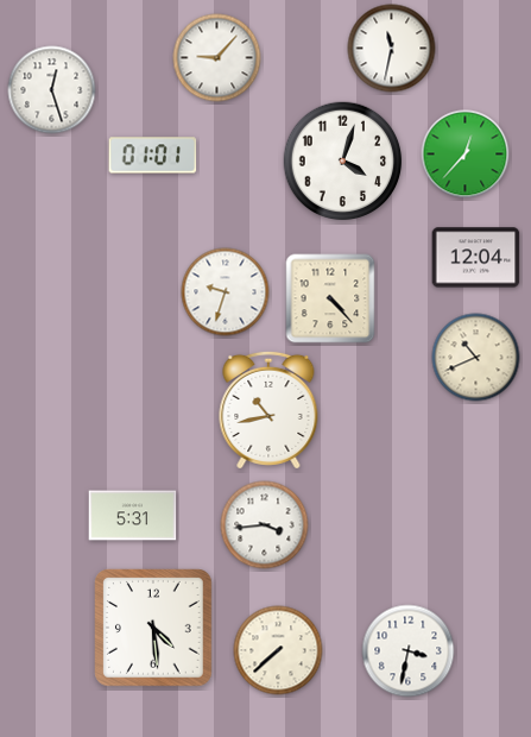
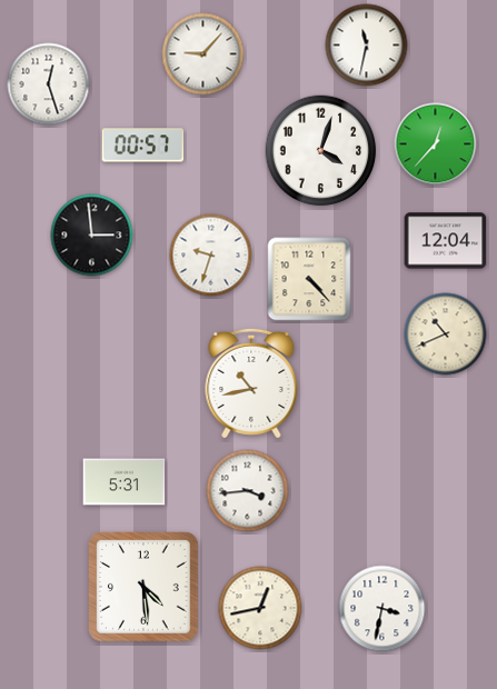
clock at (153, 156): 01:01 -> 00:57
clock at (92, 236): none -> 2:59
clock at (226, 292) position: (226, 292) -> (211, 256)
clock at (278, 650): 7:38 -> 12:43
